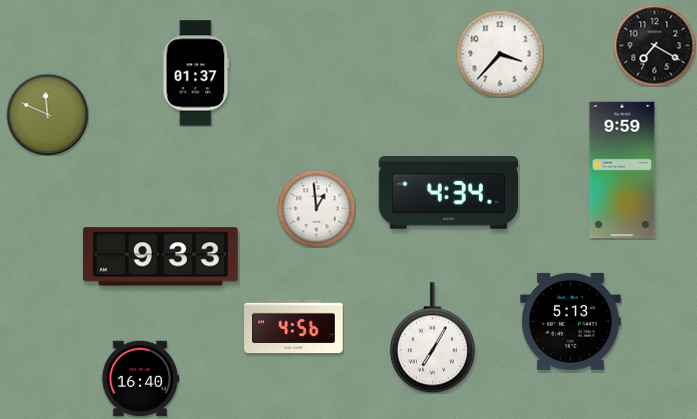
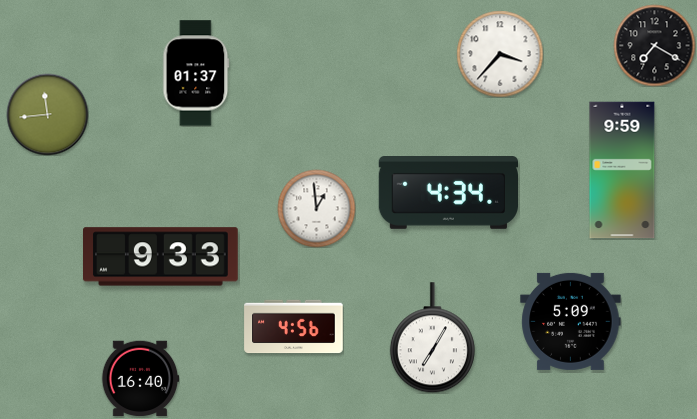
clock at (47, 114): 11:49 -> 11:44
clock at (571, 321): 5:13 -> 5:09
